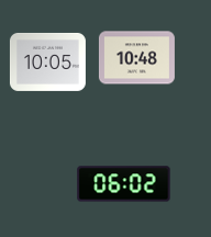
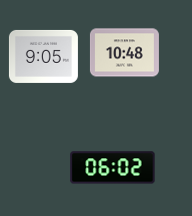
clock at (47, 61): 10:05 -> 9:05
